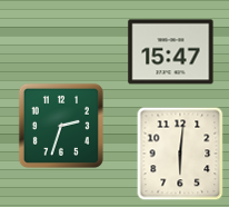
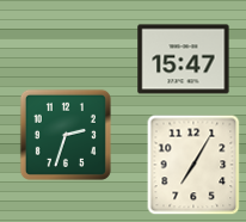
clock at (171, 52) position: (171, 52) -> (184, 60)
clock at (180, 154): 6:01 -> 7:05
